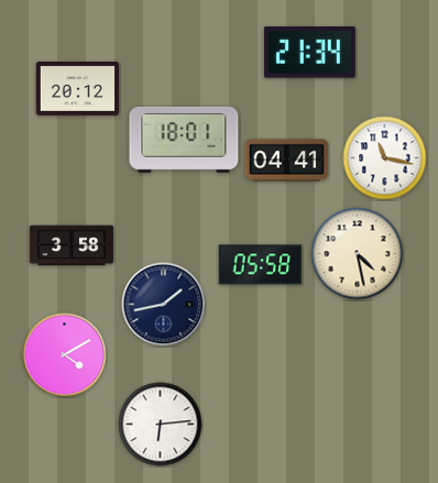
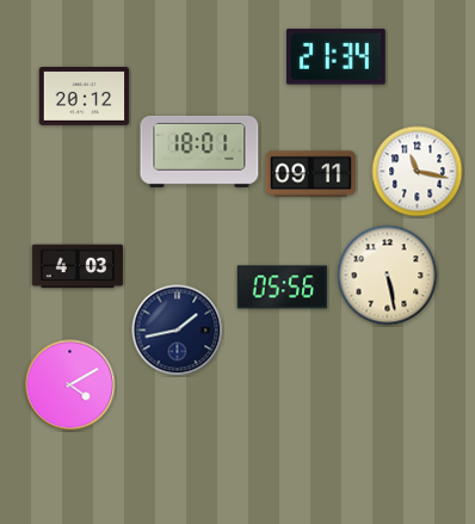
clock at (287, 161): 04:41 -> 09:11
clock at (72, 245): 3:58 -> 4:03
clock at (358, 254): 4:28 -> 5:28
clock at (261, 265): 05:58 -> 05:56
clock at (161, 425): 6:14 -> none
